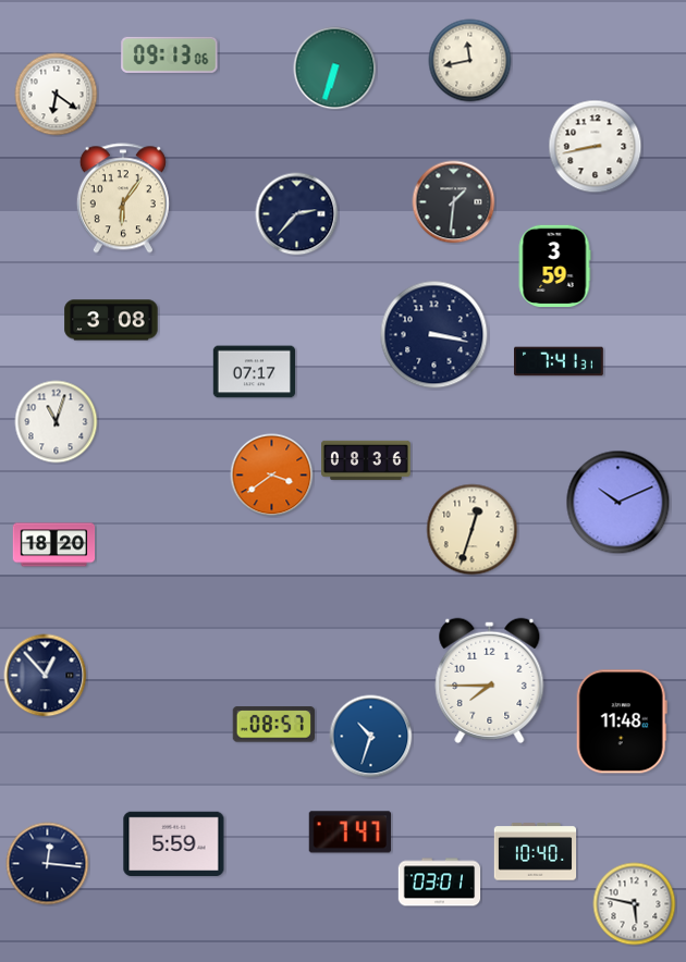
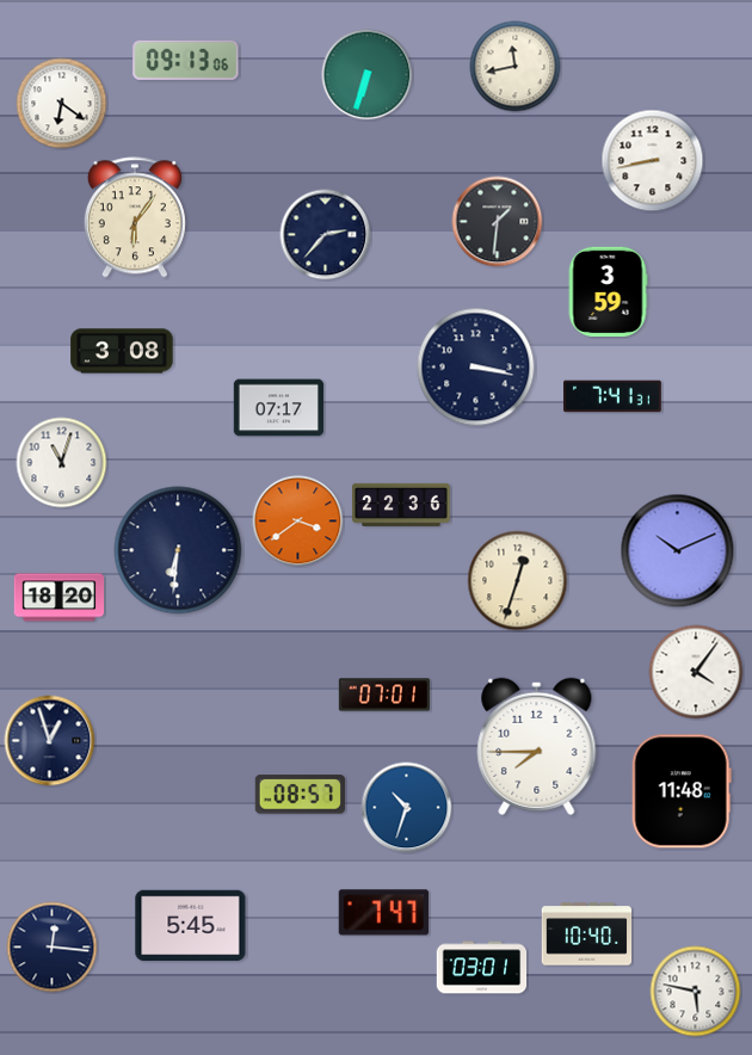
clock at (367, 460): 08:36 -> 22:36
clock at (178, 550): none -> 6:31
clock at (696, 672): none -> 4:06
clock at (383, 695): none -> 07:01
clock at (46, 676): 12:53 -> 12:57
clock at (174, 844): 5:59 -> 5:45
